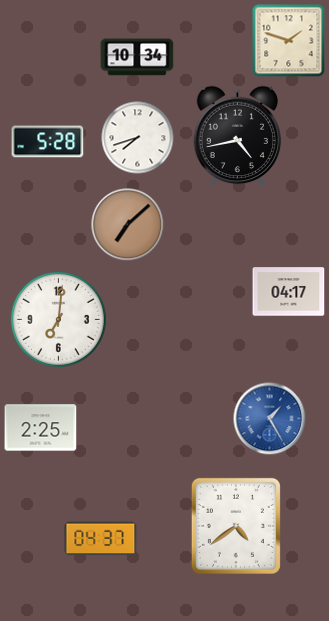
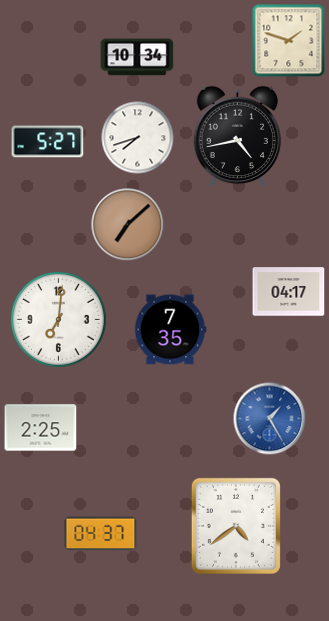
clock at (48, 142): 5:28 -> 5:27
clock at (170, 330): none -> 7:35
clock at (101, 539) position: (101, 539) -> (101, 534)
